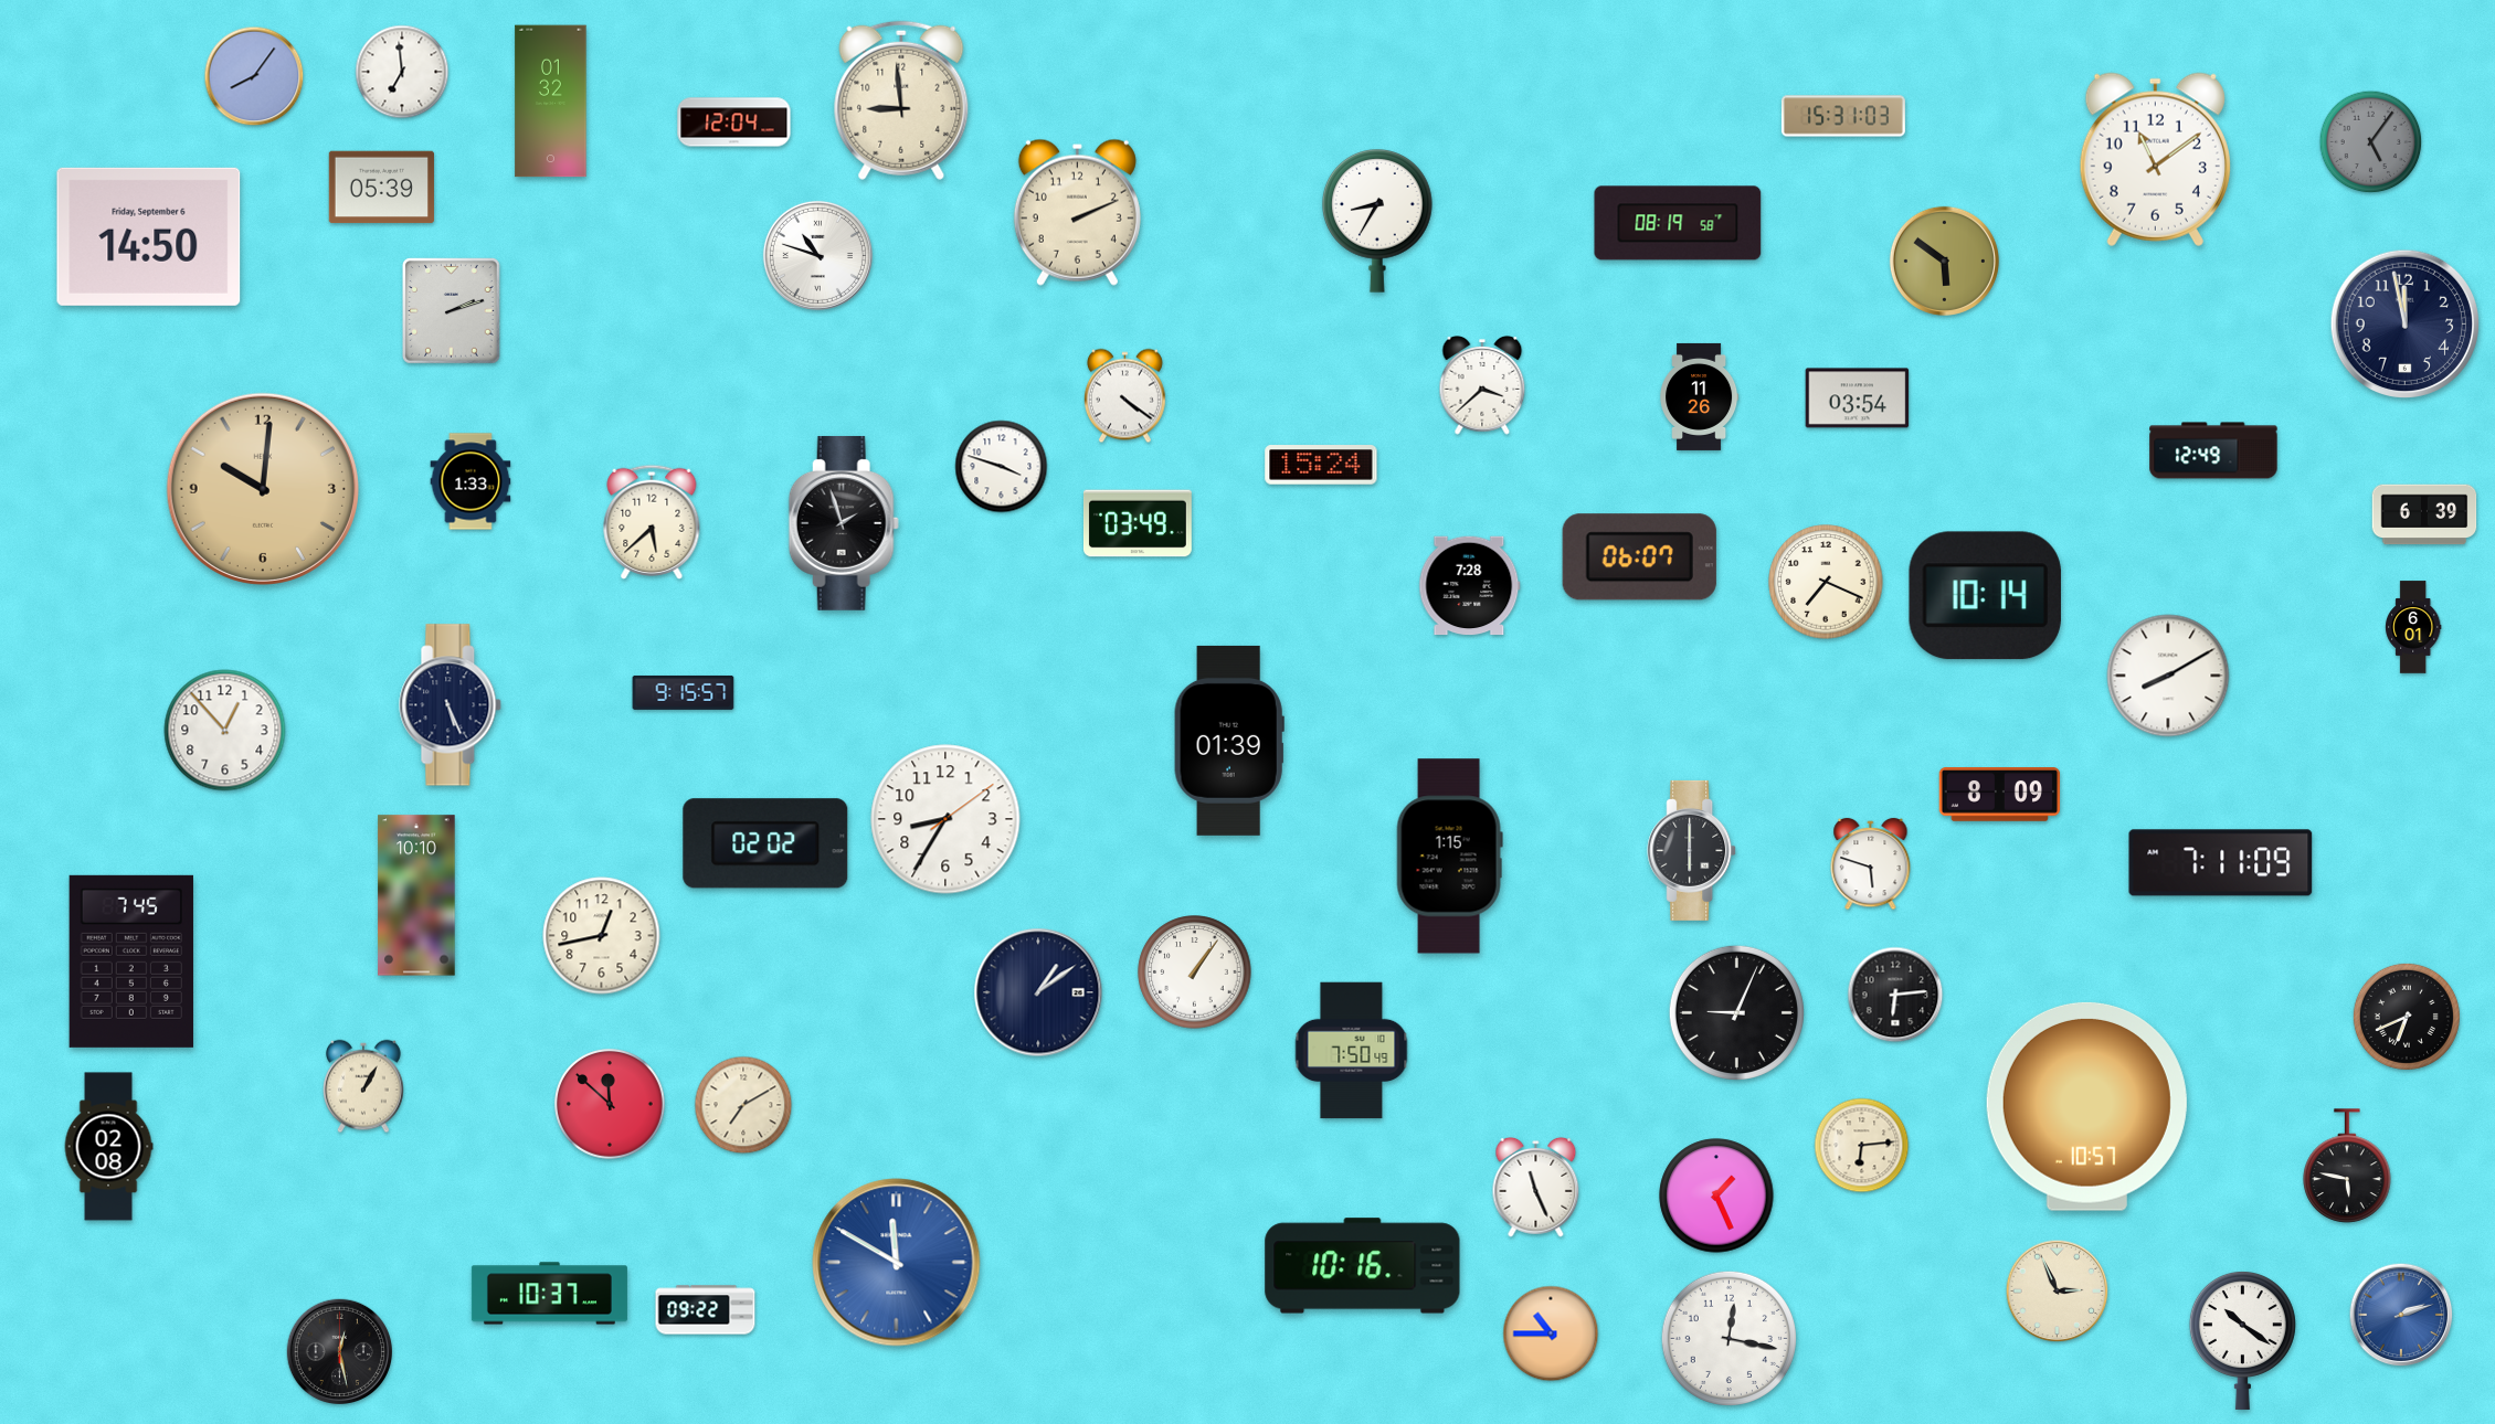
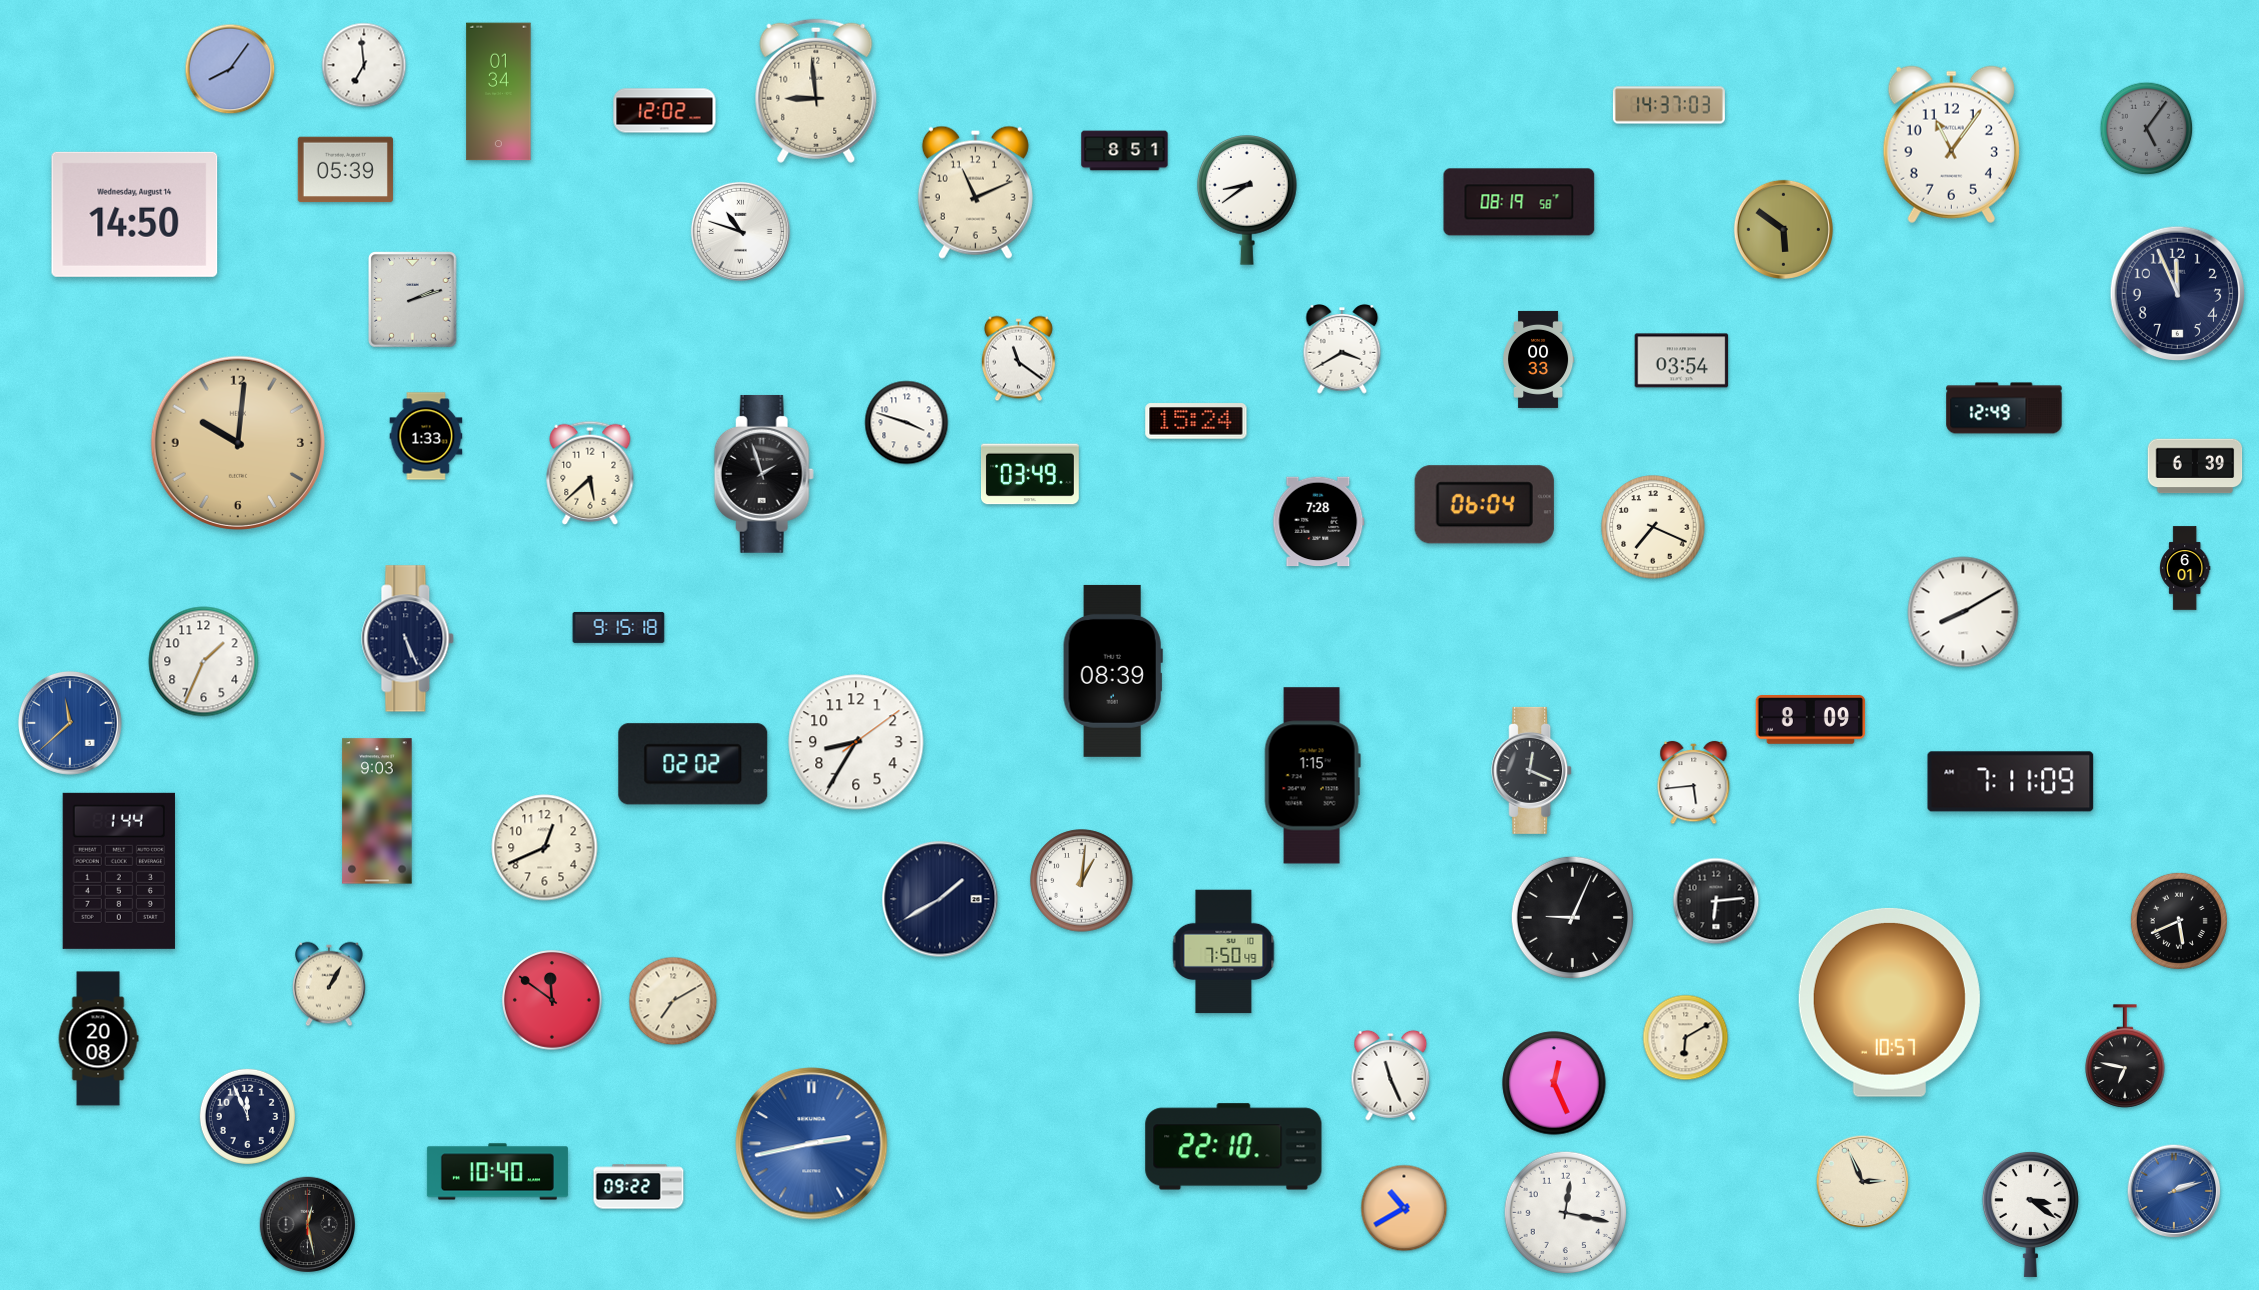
clock at (551, 102): 01:32 -> 01:34
clock at (1843, 116): 15:31 -> 14:37
clock at (734, 123): 12:04 -> 12:02
clock at (2155, 159): 11:09 -> 11:06
clock at (1125, 151): none -> 8:51
clock at (1077, 212): 2:11 -> 11:11
clock at (1378, 222): 8:35 -> 8:39
clock at (149, 236) date: Friday, September 6 -> Wednesday, August 14
clock at (1944, 261) position: (1944, 261) -> (1783, 229)
clock at (452, 311) position: (452, 311) -> (413, 300)
clock at (2404, 323): 11:58 -> 11:56
clock at (1482, 386): 3:38 -> 3:40
clock at (1124, 396): 4:21 -> 11:21
clock at (1700, 396): 11:26 -> 00:33
clock at (1639, 557): 06:07 -> 06:04
clock at (1470, 586) position: (1470, 586) -> (1319, 522)
clock at (1985, 596): 10:14 -> none
clock at (684, 692): 9:15:57 -> 9:15:18
clock at (225, 731): 12:53 -> 1:34
clock at (1229, 741): 01:39 -> 08:39
clock at (70, 723): none -> 11:38
clock at (1692, 850): 6:00 -> 12:19
clock at (1871, 864): 5:48 -> 5:44
clock at (416, 895): 10:10 -> 9:03
clock at (602, 936): 12:43 -> 12:41
clock at (131, 961): 7:45 -> 1:44
clock at (1195, 973): 1:06 -> 1:01
clock at (1038, 992): 1:09 -> 1:40
clock at (2407, 1017): 6:41 -> 5:41
clock at (611, 1105): 11:52 -> 11:51
clock at (1862, 1146): 6:14 -> 6:10
clock at (108, 1147): 02:08 -> 20:08
clock at (2347, 1166): 5:47 -> 6:47
clock at (1716, 1195): 1:26 -> 12:26
clock at (247, 1116): none -> 11:56
clock at (897, 1263): 11:50 -> 2:43
clock at (1363, 1266): 10:16 -> 22:10
clock at (2058, 1292) position: (2058, 1292) -> (1863, 1182)
clock at (549, 1294): 10:37 -> 10:40
clock at (1551, 1333): 10:45 -> 10:40
clock at (2242, 1341): 10:21 -> 3:21
